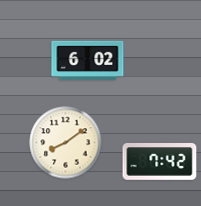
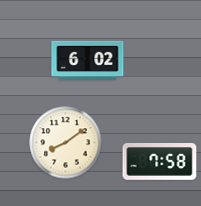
clock at (160, 162): 7:42 -> 7:58
